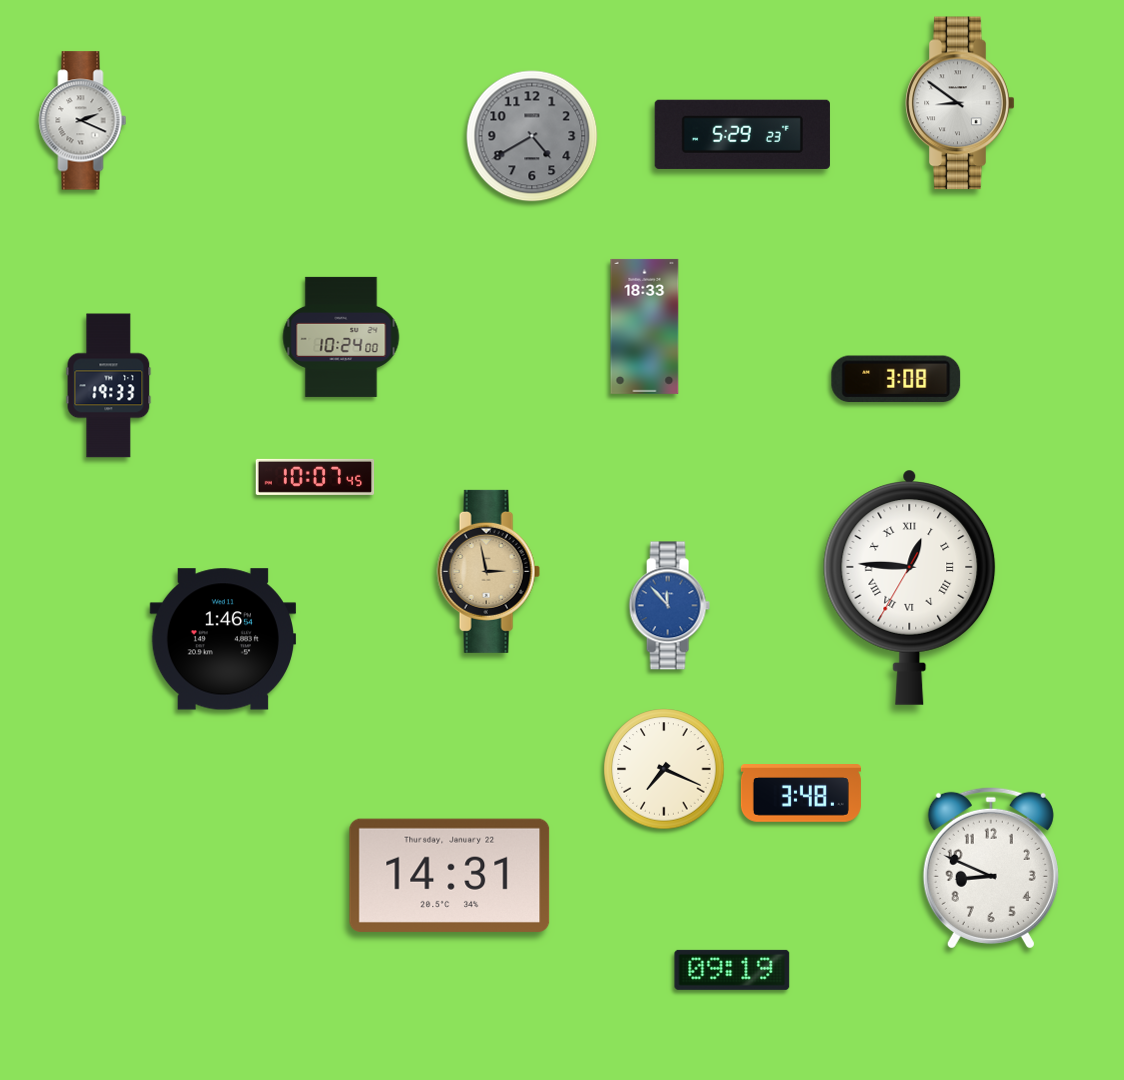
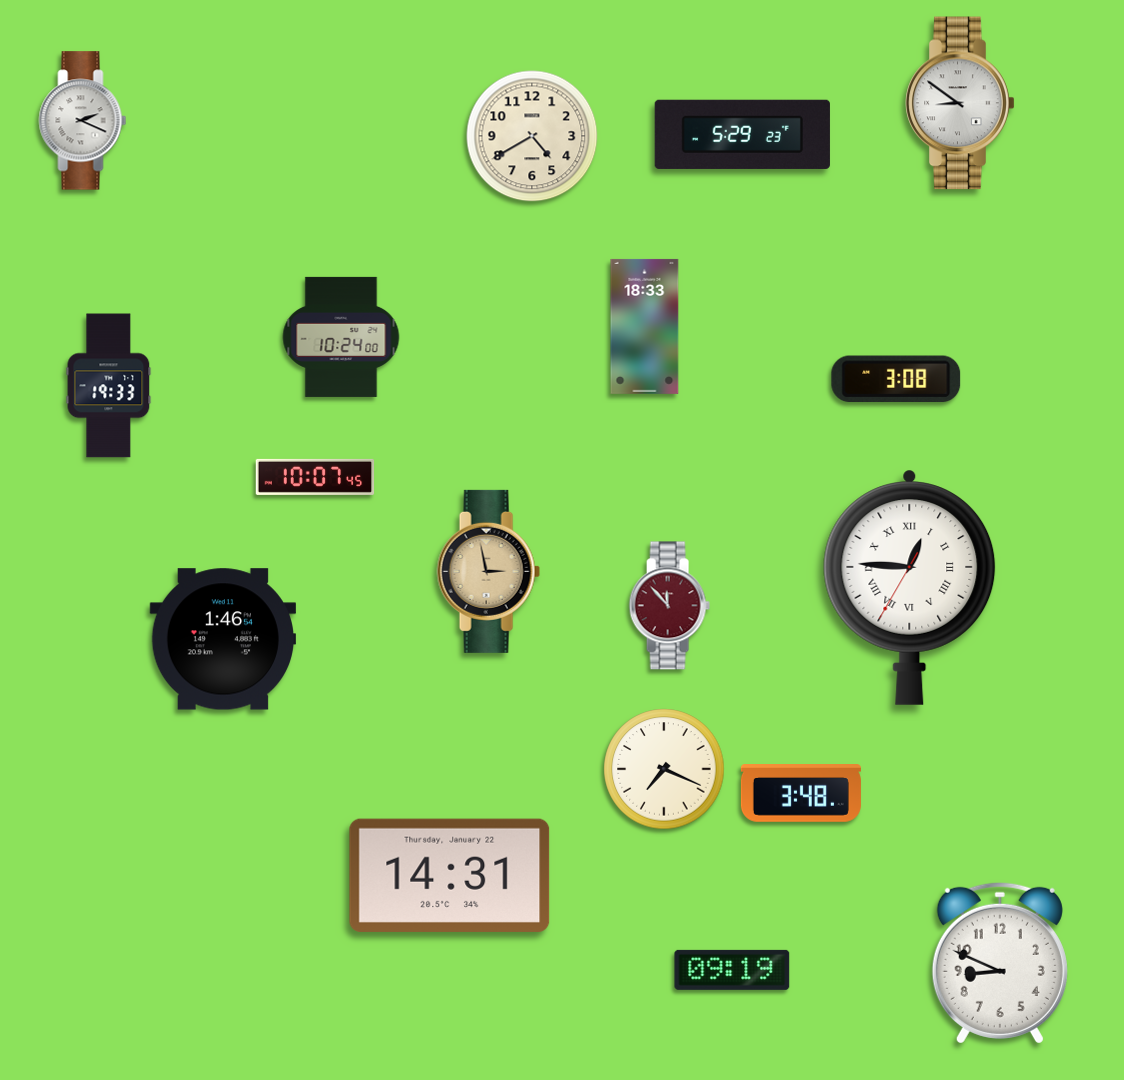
clock at (532, 136) dial: grey -> cream
clock at (669, 606) dial: blue -> burgundy
clock at (991, 868) position: (991, 868) -> (1000, 963)
